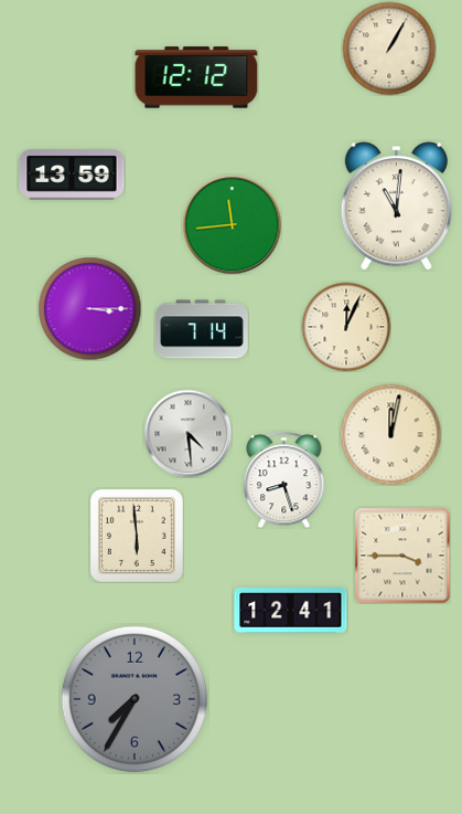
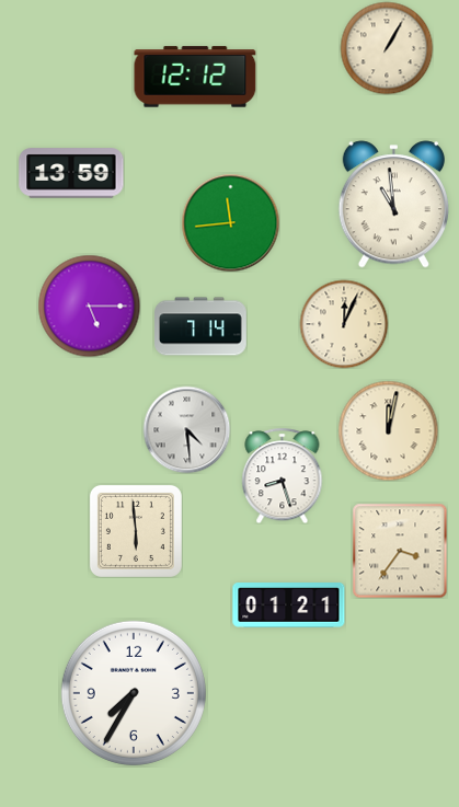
clock at (396, 207): 11:01 -> 10:59
clock at (89, 308): 3:15 -> 5:15
clock at (402, 556): 3:45 -> 3:36
clock at (291, 611): 12:41 -> 01:21
clock at (135, 699) dial: grey -> white
